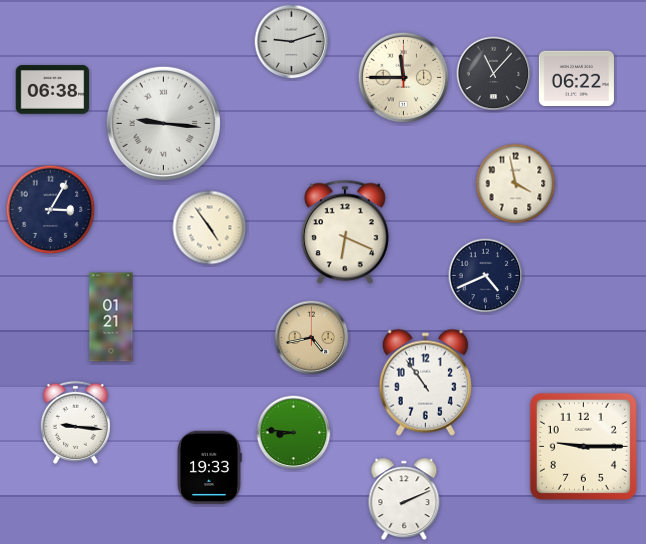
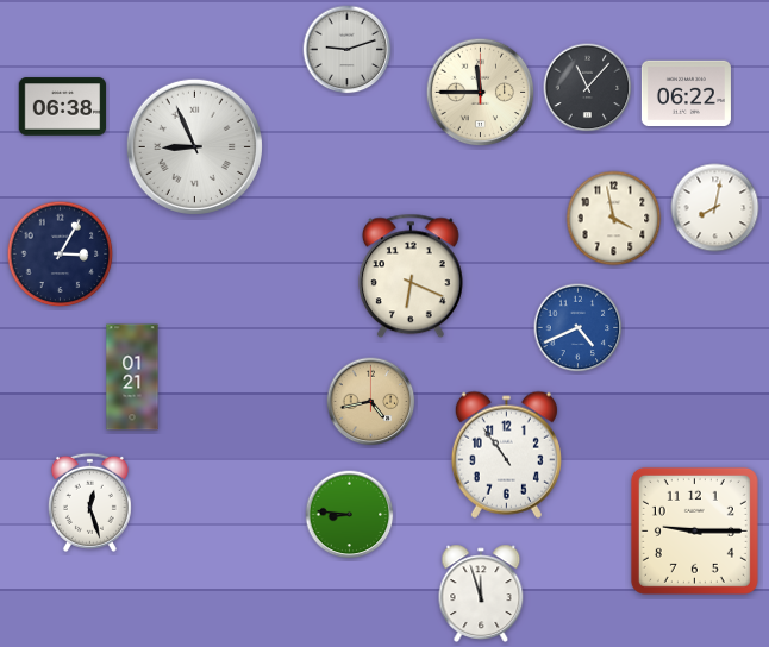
clock at (163, 123): 9:16 -> 8:56
clock at (715, 208): none -> 8:02
clock at (51, 210) position: (51, 210) -> (61, 255)
clock at (210, 228): 4:54 -> none
clock at (486, 276) dial: navy -> blue
clock at (75, 422): 9:16 -> 12:27
clock at (209, 468): 19:33 -> none
clock at (404, 499): 2:11 -> 11:57
